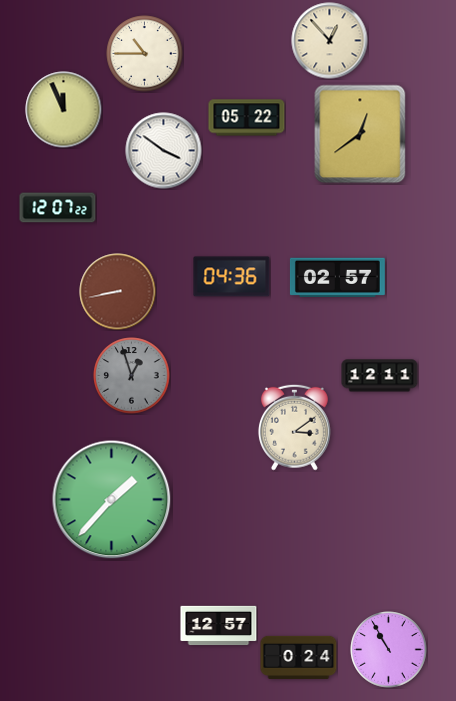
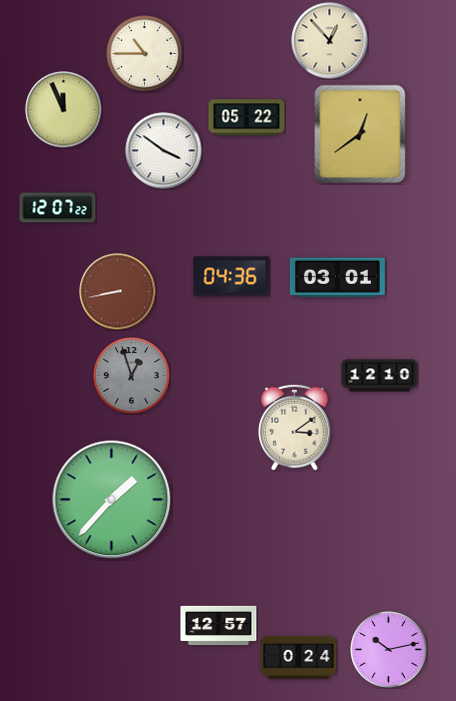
clock at (337, 277): 02:57 -> 03:01
clock at (380, 376): 12:11 -> 12:10
clock at (389, 650): 10:55 -> 10:13
